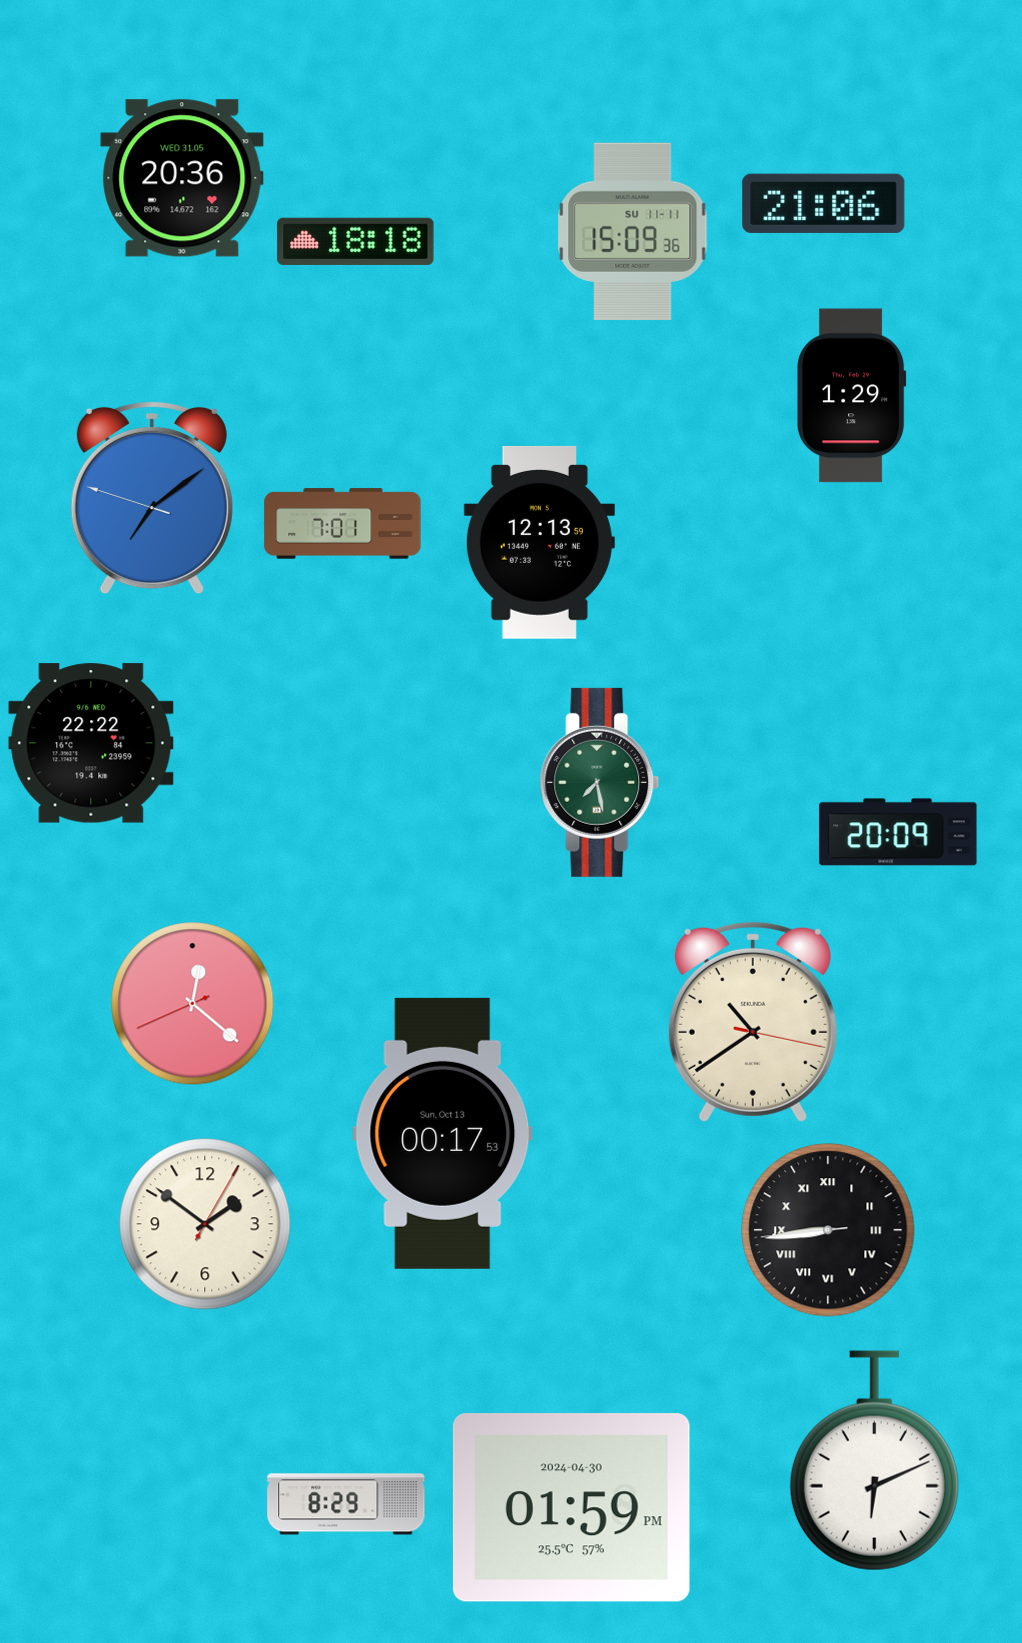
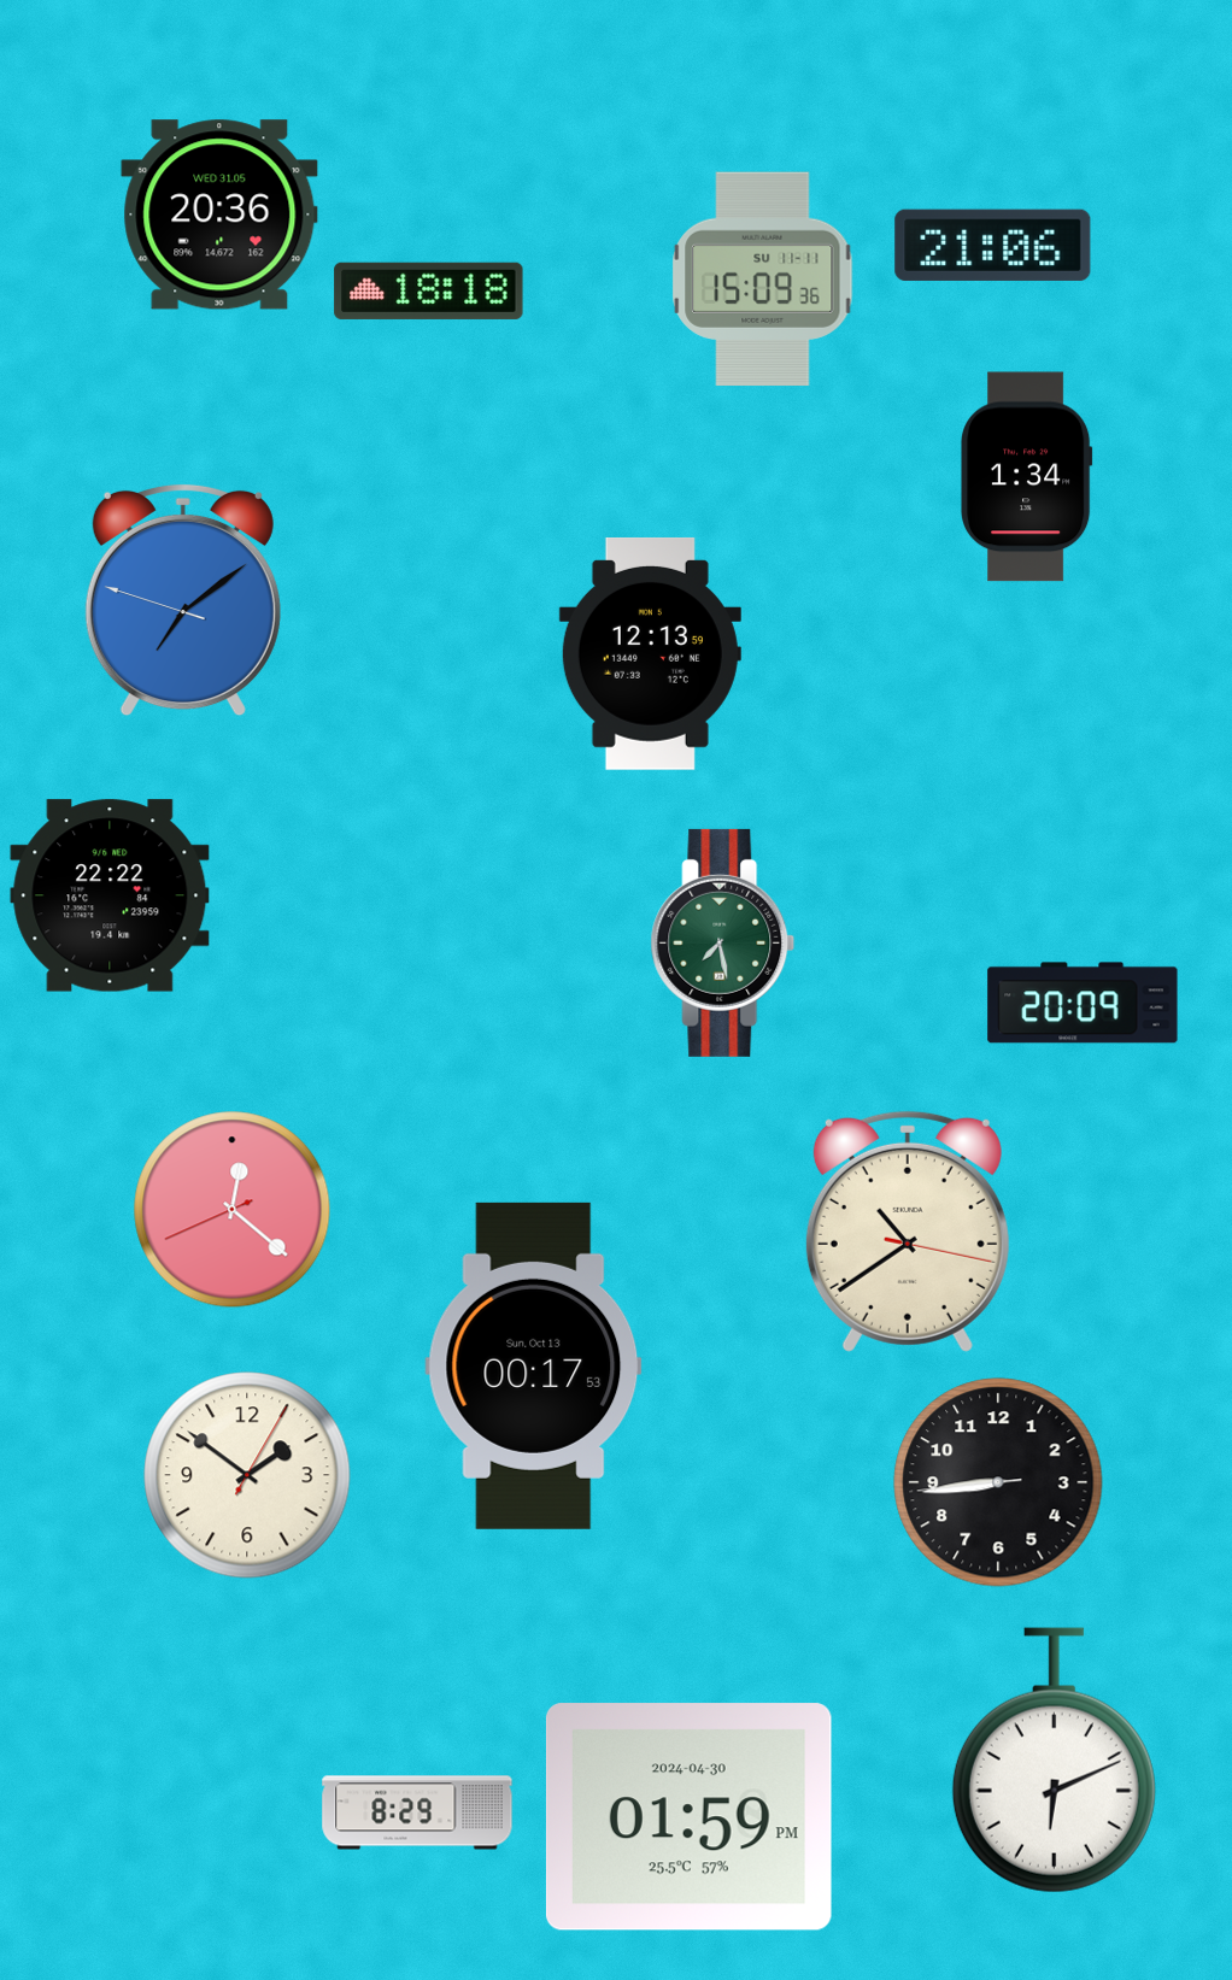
clock at (852, 396): 1:29 -> 1:34
clock at (343, 524): 7:01 -> none
clock at (828, 1230) numerals: Roman -> Arabic
